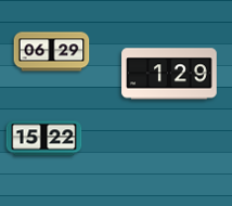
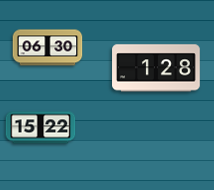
clock at (52, 52): 06:29 -> 06:30
clock at (169, 74): 1:29 -> 1:28
